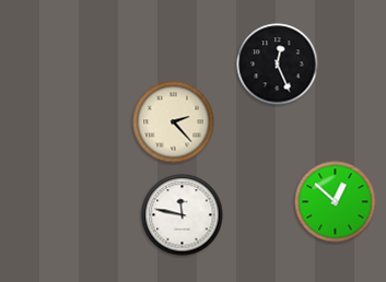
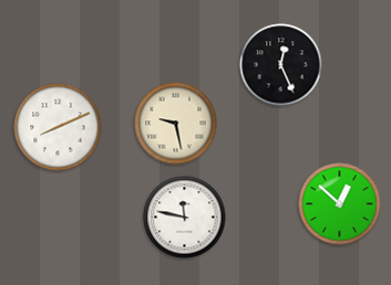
clock at (174, 122): 2:23 -> 9:28
clock at (58, 127): none -> 8:11
